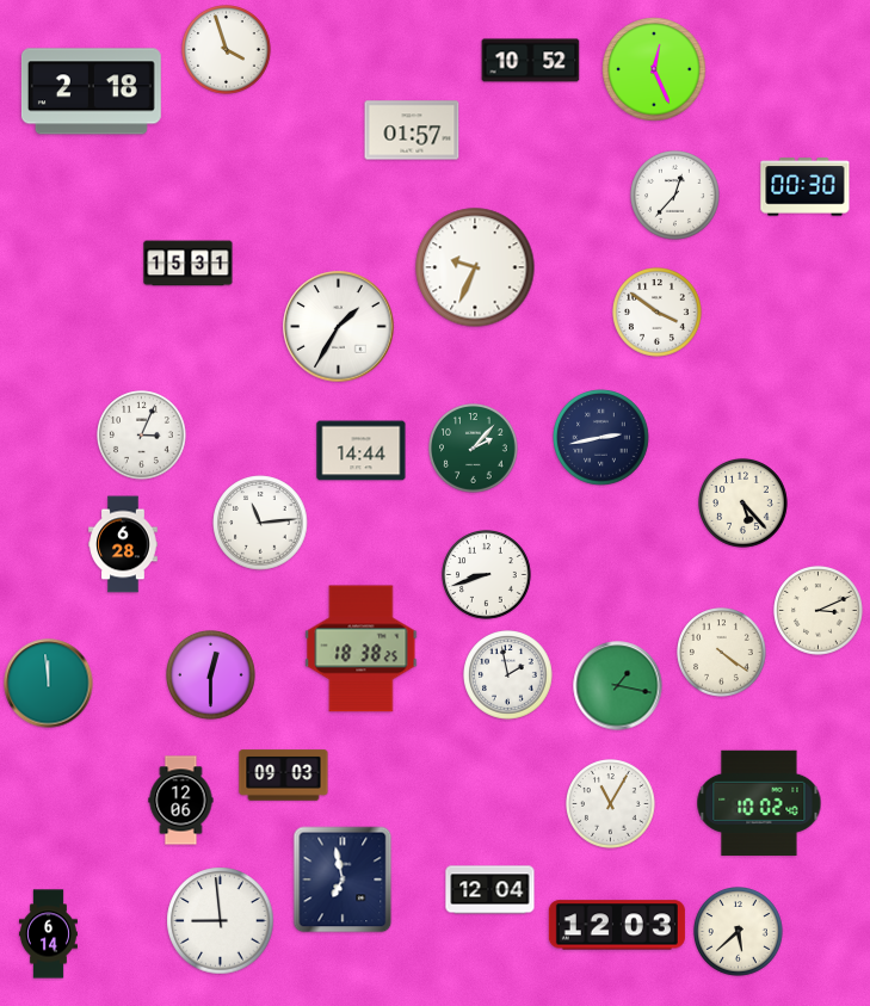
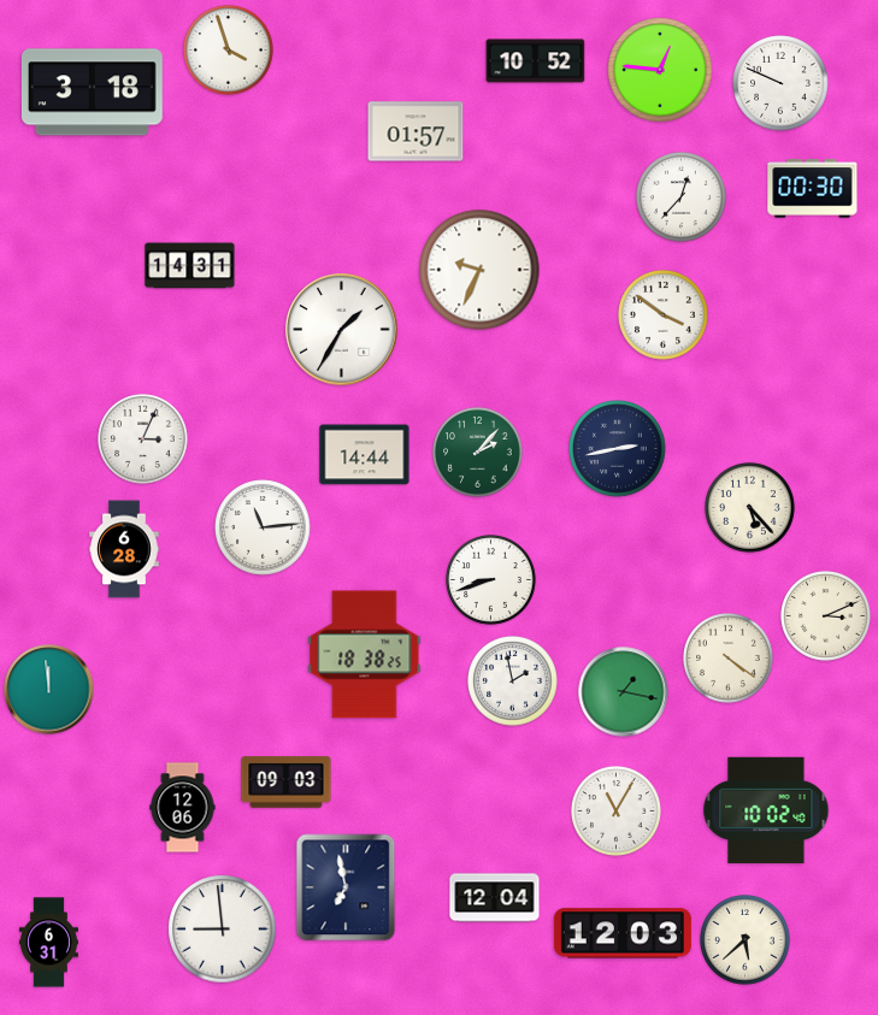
clock at (654, 69): 12:26 -> 12:46
clock at (780, 83): none -> 9:49
clock at (91, 92): 2:18 -> 3:18
clock at (189, 264): 15:31 -> 14:31
clock at (601, 438) position: (601, 438) -> (618, 449)
clock at (211, 675): 12:30 -> none
clock at (48, 934): 6:14 -> 6:31
